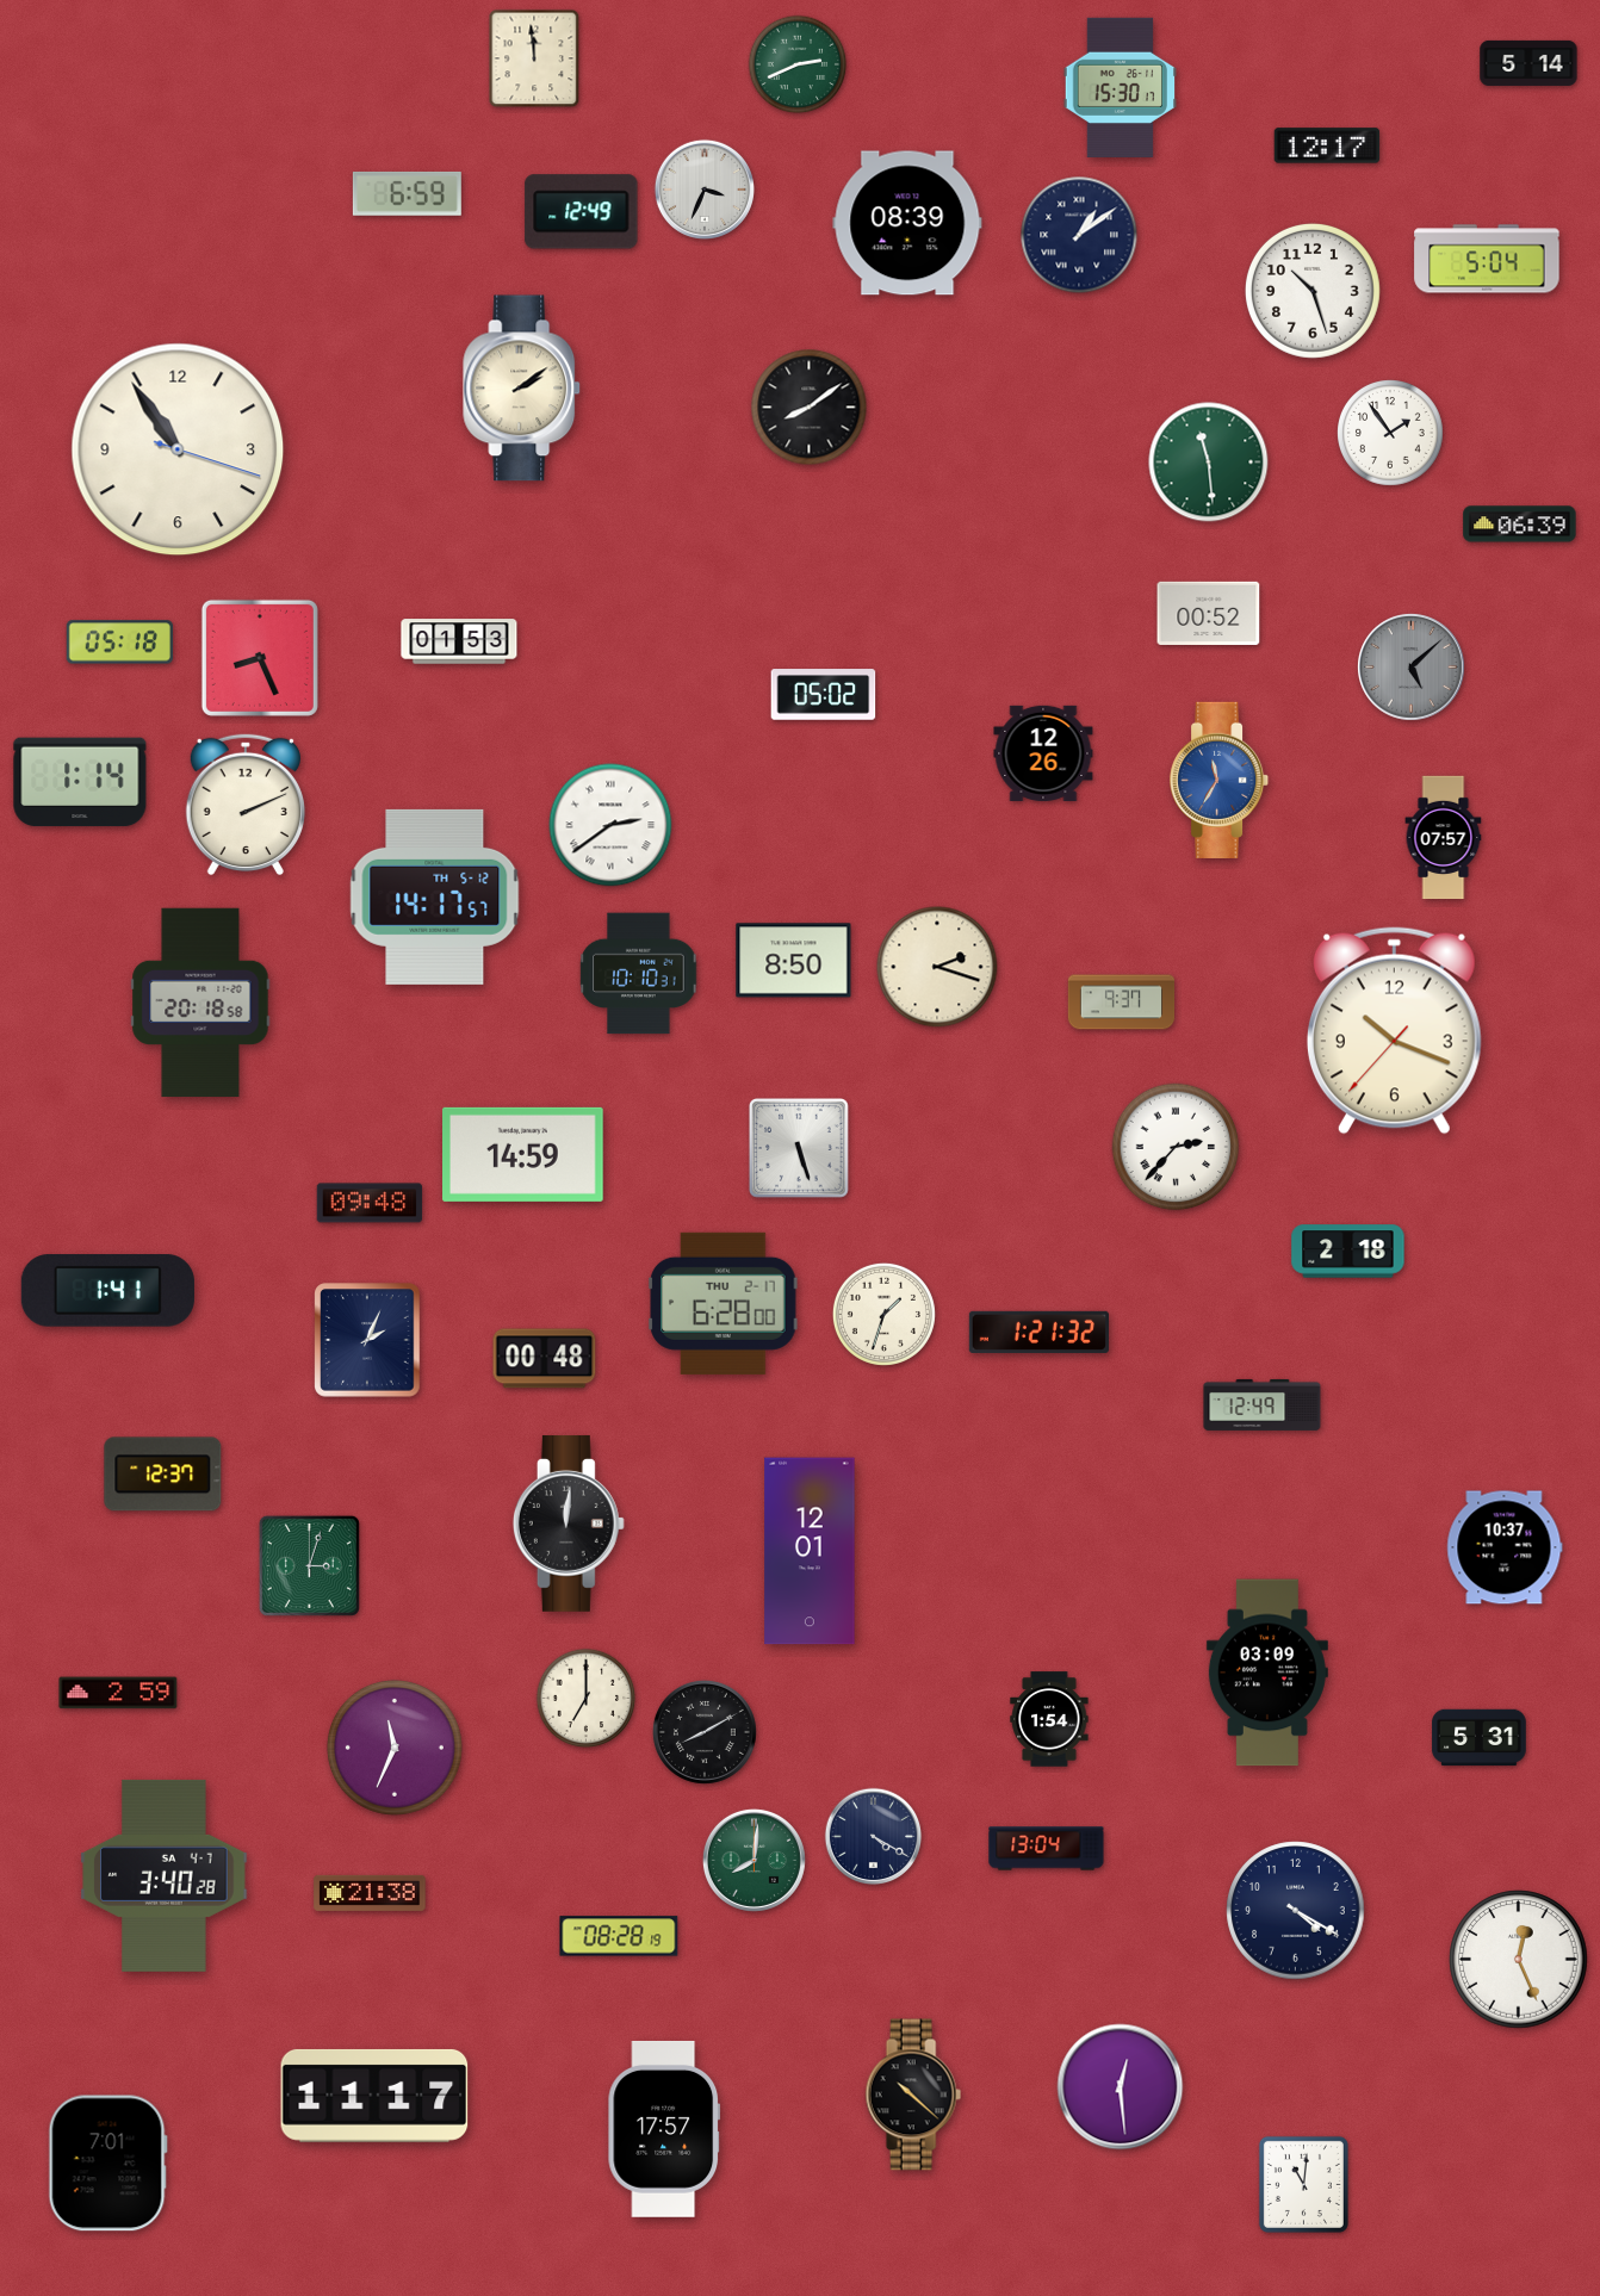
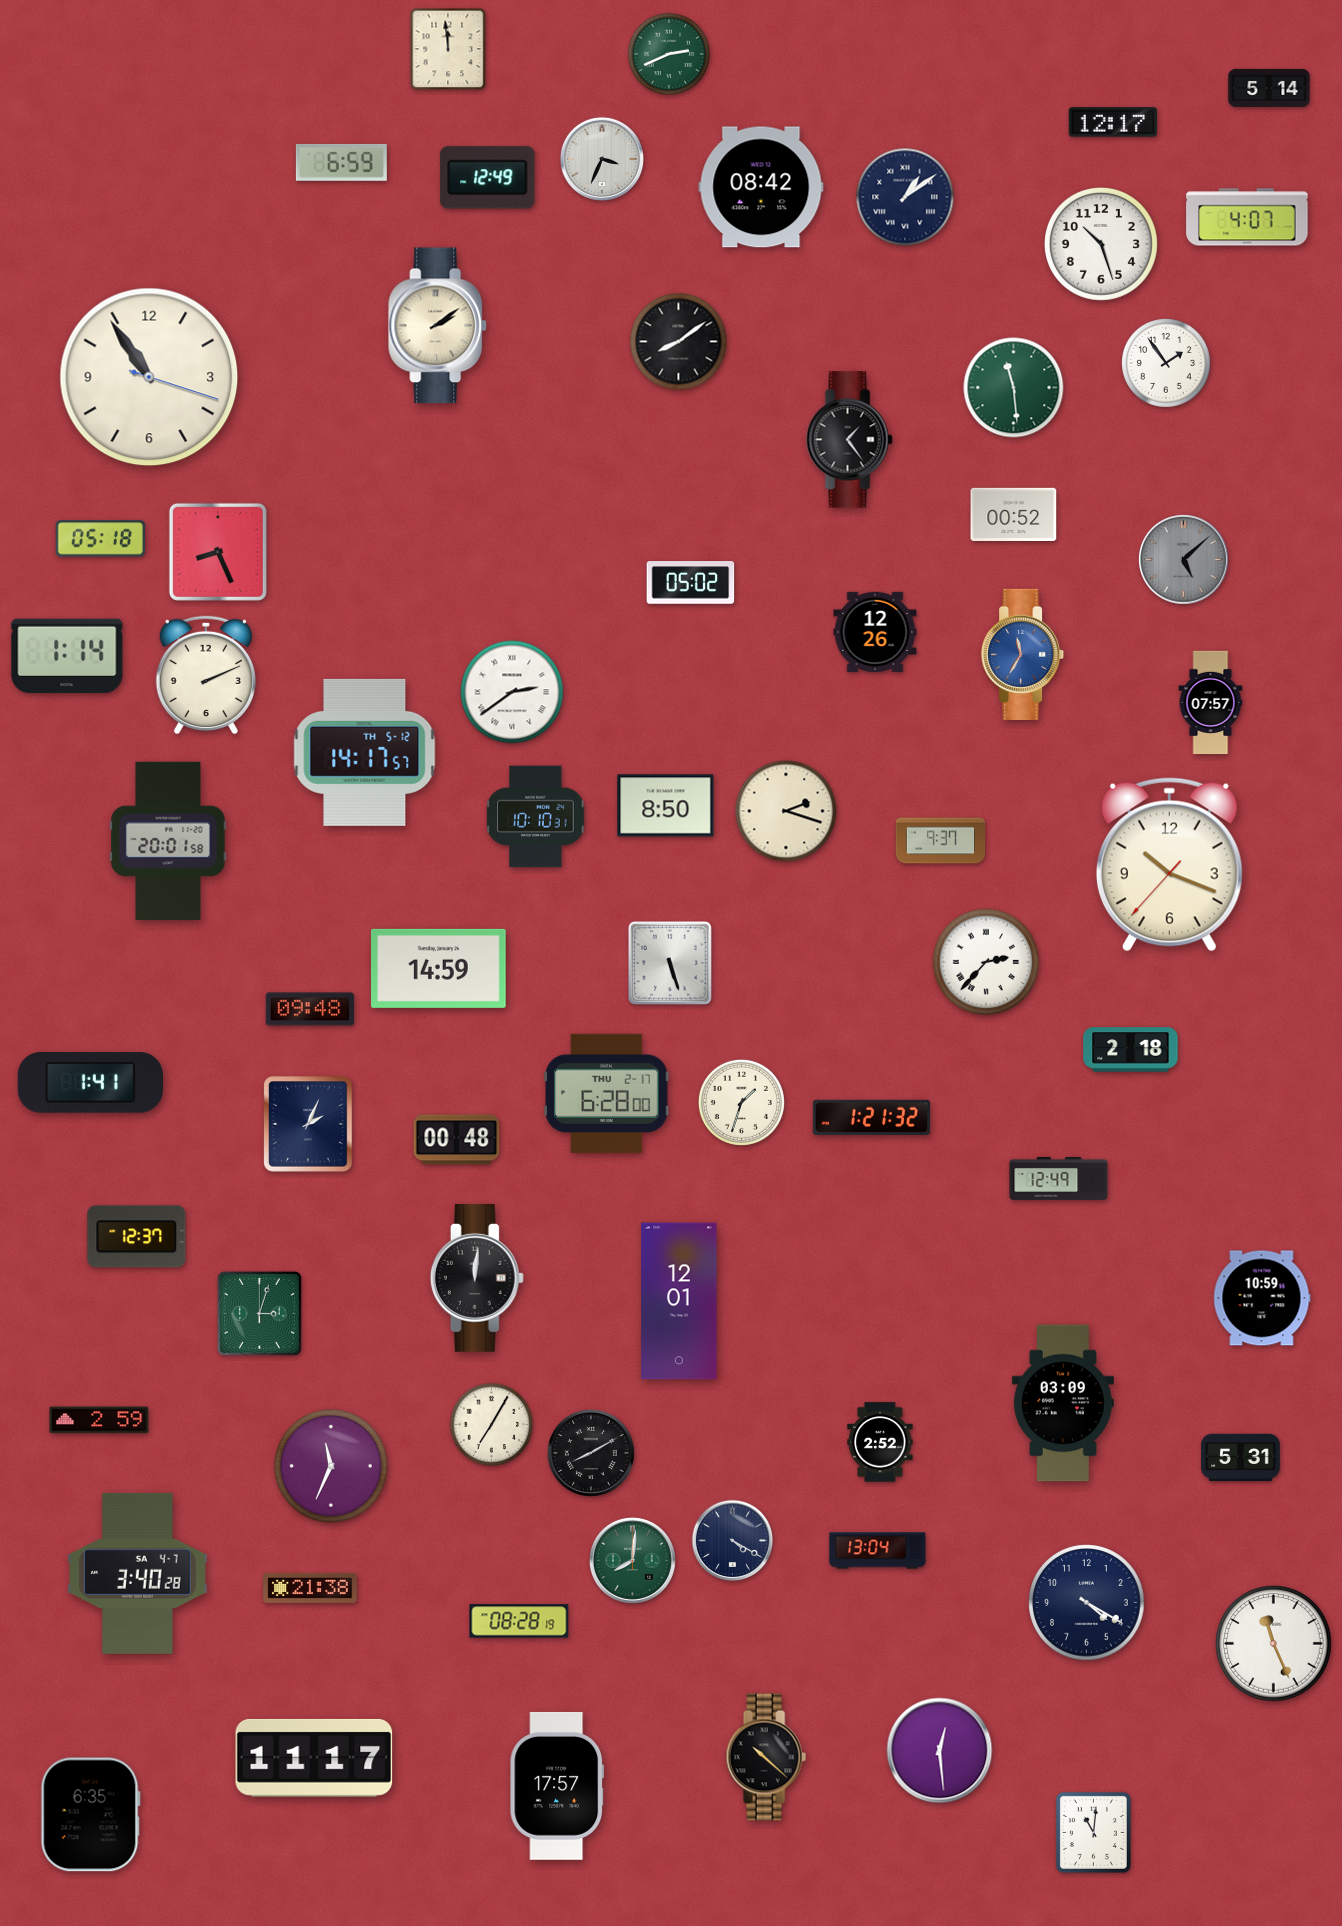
clock at (1528, 63) position: (1528, 63) -> (1269, 88)
clock at (1120, 87): 15:30 -> none
clock at (705, 190) position: (705, 190) -> (602, 159)
clock at (907, 223): 08:39 -> 08:42
clock at (1487, 259): 5:04 -> 4:07
clock at (850, 440): none -> 1:24
clock at (1520, 525): 06:39 -> none
clock at (459, 641): 01:53 -> none
clock at (200, 1003): 20:18 -> 20:01
clock at (1505, 1547): 10:37 -> 10:59
clock at (587, 1699): 7:00 -> 7:05
clock at (1049, 1719): 1:54 -> 2:52
clock at (619, 1936) position: (619, 1936) -> (519, 1621)
clock at (1519, 1960): 12:26 -> 11:26
clock at (107, 2164): 7:01 -> 6:35
